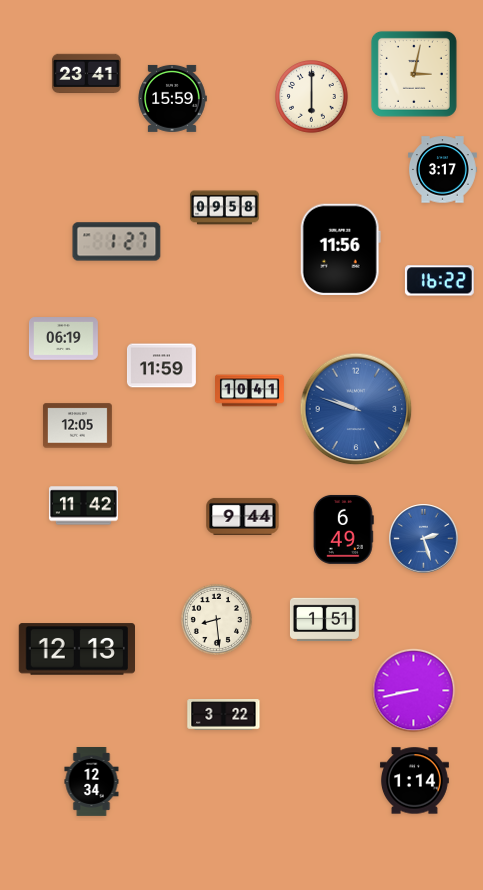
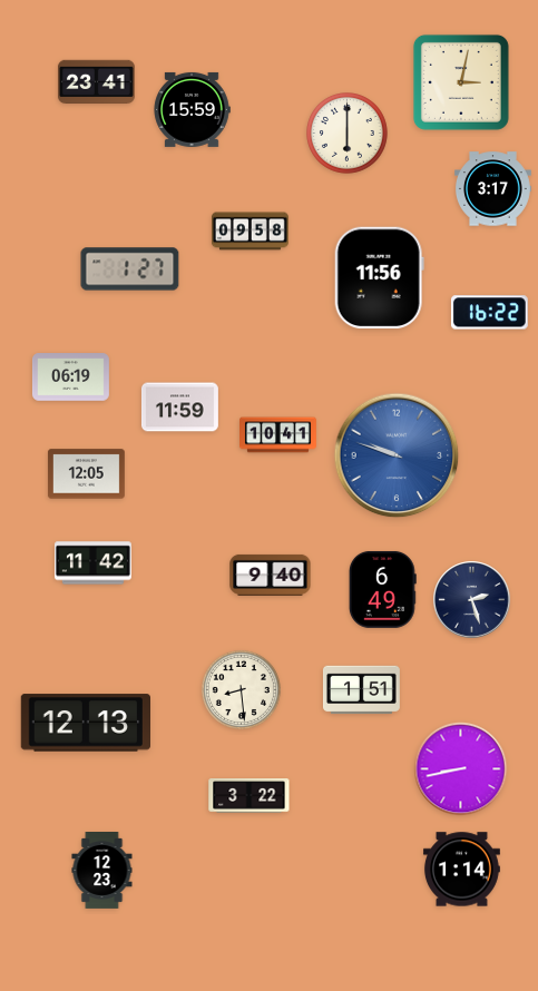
clock at (312, 97) position: (312, 97) -> (348, 134)
clock at (243, 516): 9:44 -> 9:40
clock at (424, 539) dial: blue -> navy
clock at (92, 782): 12:34 -> 12:23
